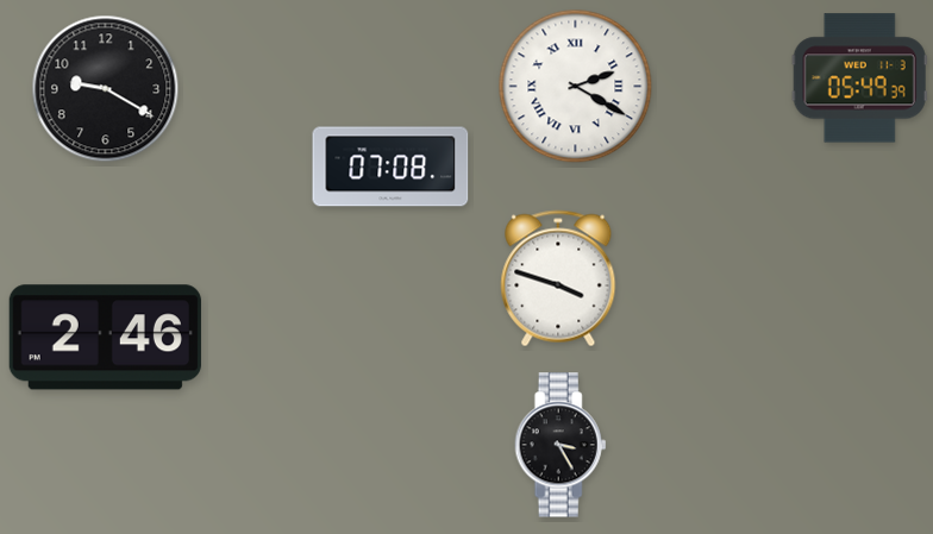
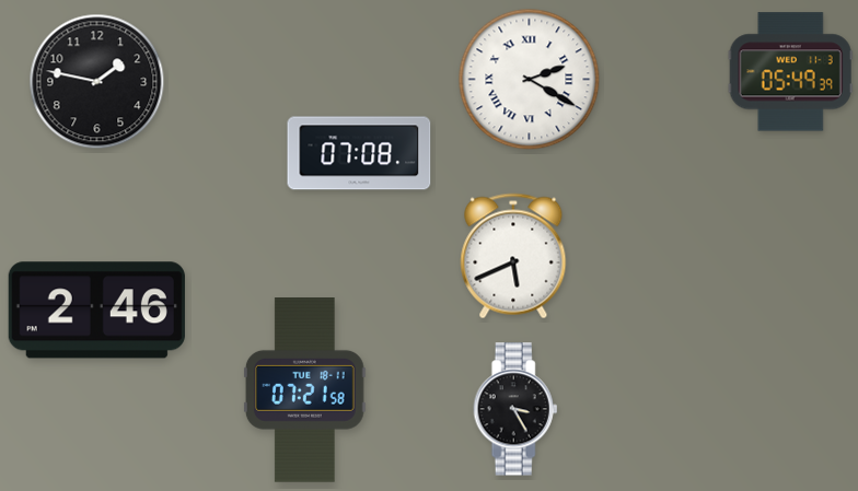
clock at (106, 89): 9:20 -> 1:47
clock at (558, 278): 3:48 -> 5:41
clock at (304, 390): none -> 07:21
